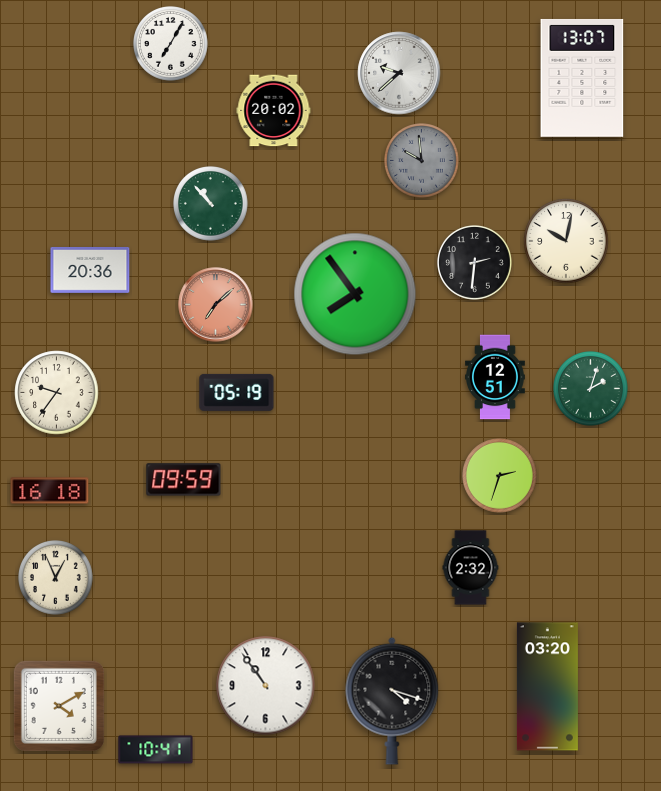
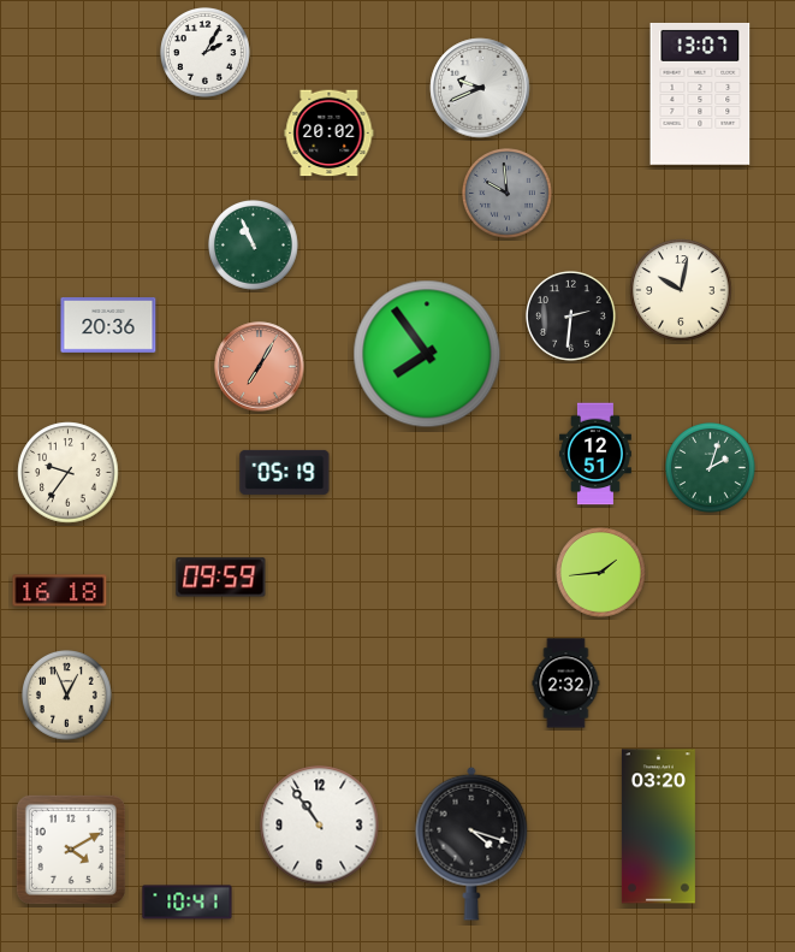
clock at (171, 44): 7:05 -> 2:05
clock at (399, 73): 9:38 -> 9:41
clock at (211, 204): 10:53 -> 10:56
clock at (216, 305): 7:08 -> 7:05
clock at (500, 476): 2:33 -> 1:44
